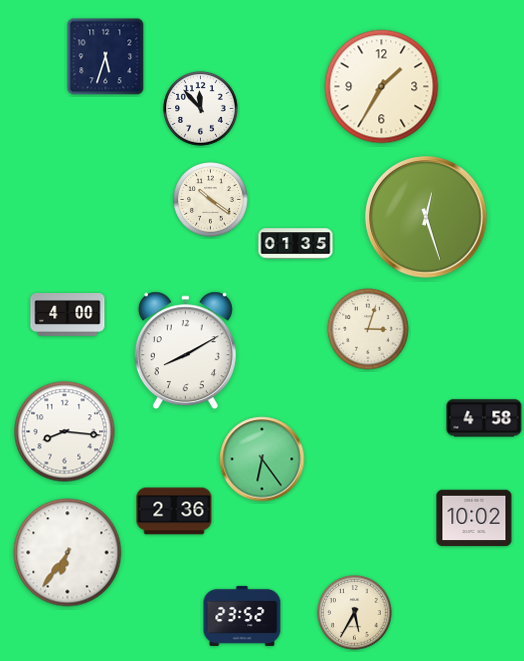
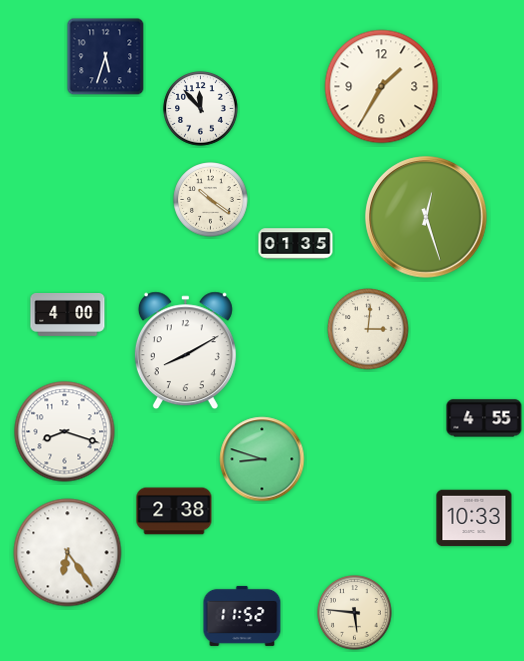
clock at (368, 329): 3:03 -> 3:01
clock at (484, 418): 4:58 -> 4:55
clock at (65, 432): 8:16 -> 8:18
clock at (262, 459): 6:24 -> 8:48
clock at (174, 511): 2:36 -> 2:38
clock at (474, 518): 10:02 -> 10:33
clock at (68, 553): 6:36 -> 6:24
clock at (355, 613): 5:35 -> 5:46
clock at (242, 616): 23:52 -> 11:52
